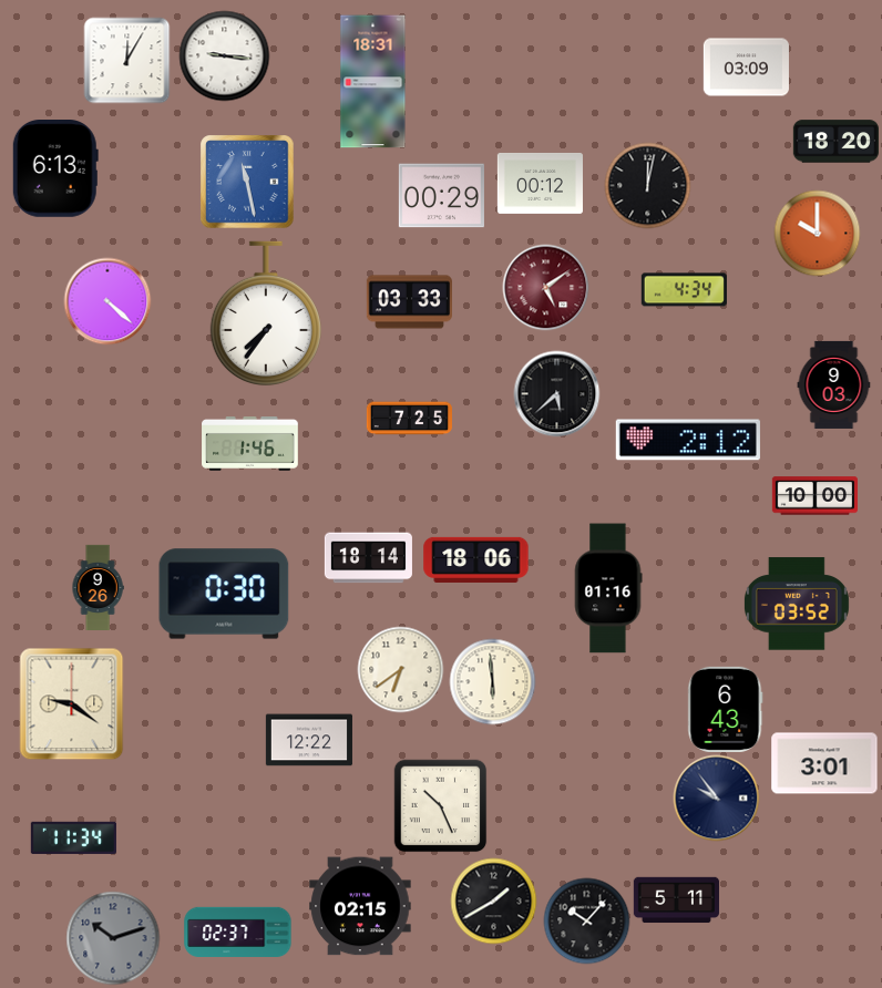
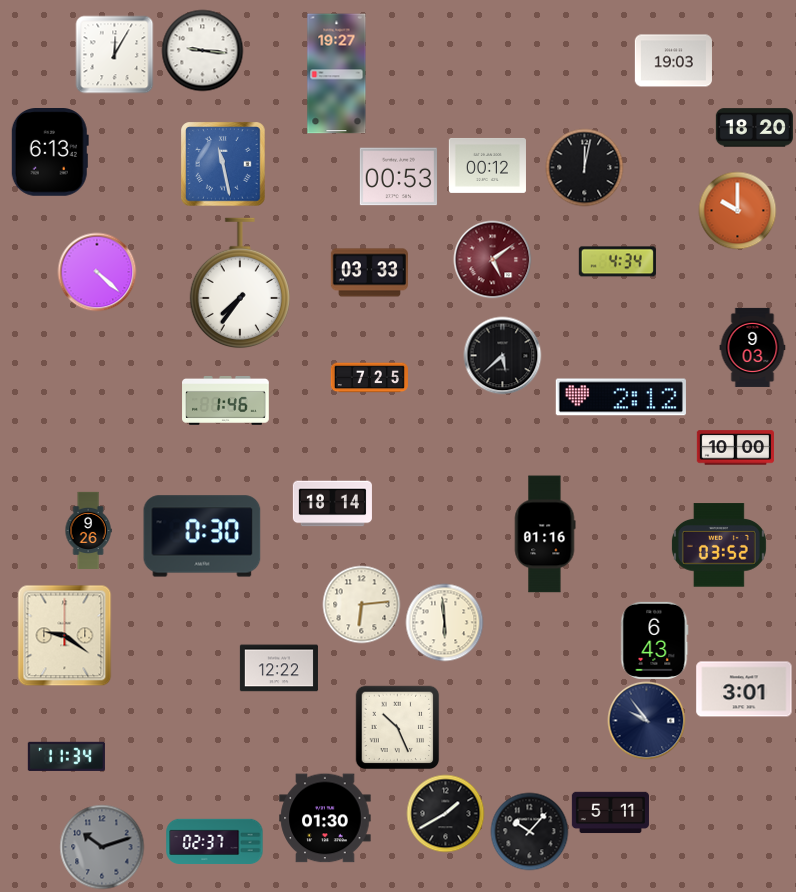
clock at (746, 68): 03:09 -> 19:03
clock at (373, 82): 18:31 -> 19:27
clock at (441, 196): 00:29 -> 00:53
clock at (476, 559): 18:06 -> none
clock at (608, 588) position: (608, 588) -> (545, 534)
clock at (400, 669): 6:39 -> 6:14
clock at (492, 681) position: (492, 681) -> (444, 622)
clock at (360, 906): 02:15 -> 01:30
